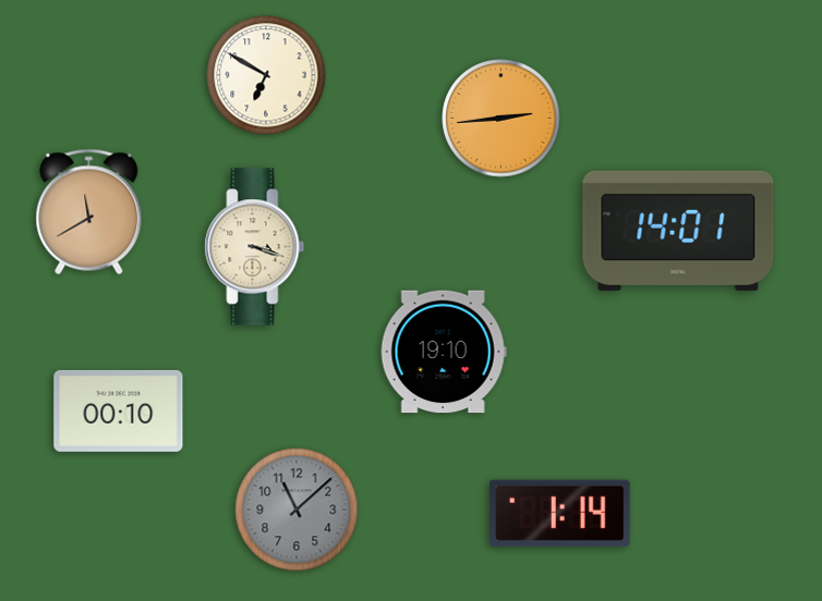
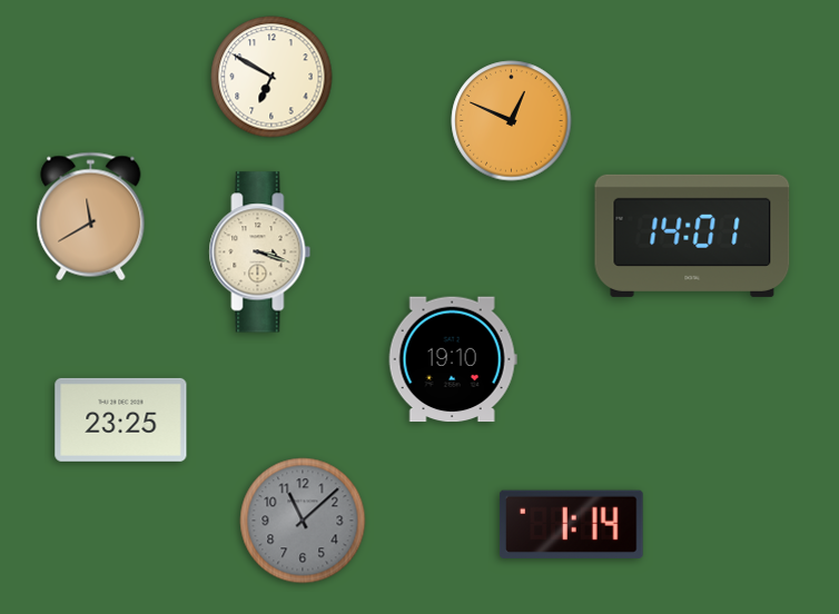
clock at (501, 119): 2:44 -> 12:49
clock at (119, 410): 00:10 -> 23:25
